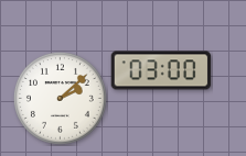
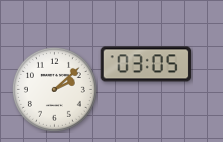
clock at (161, 70): 03:00 -> 03:05
